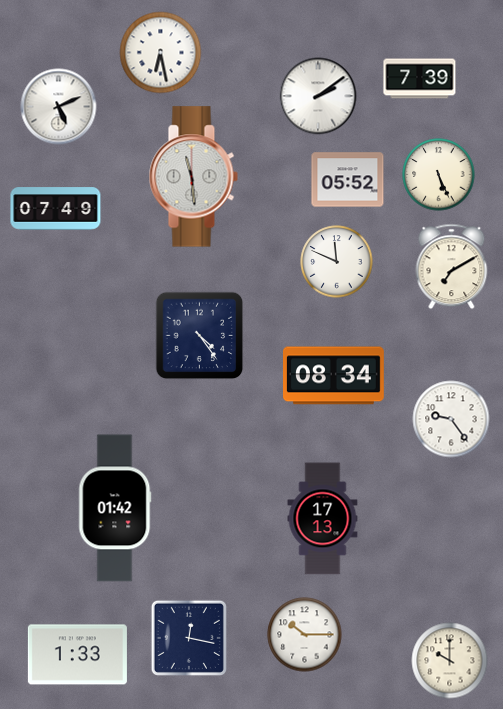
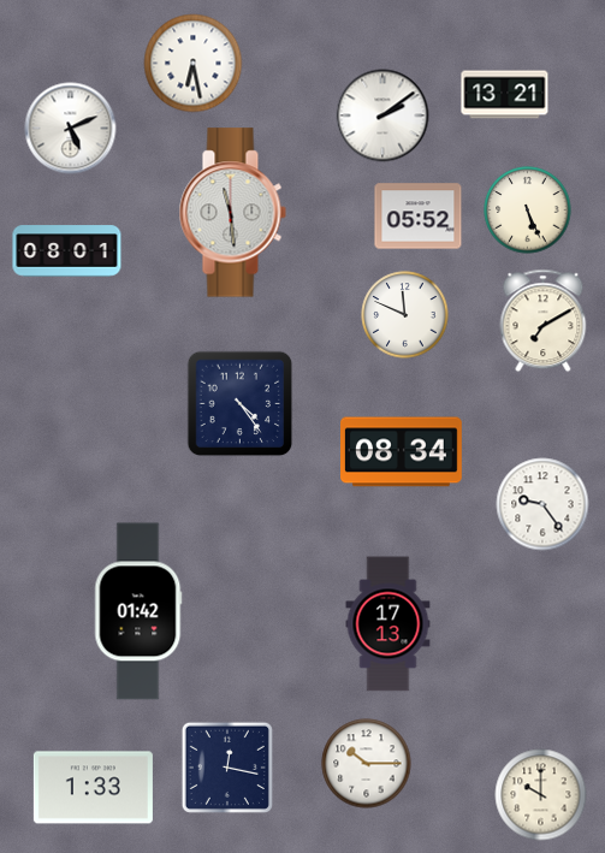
clock at (420, 79): 7:39 -> 13:21
clock at (56, 209): 07:49 -> 08:01
